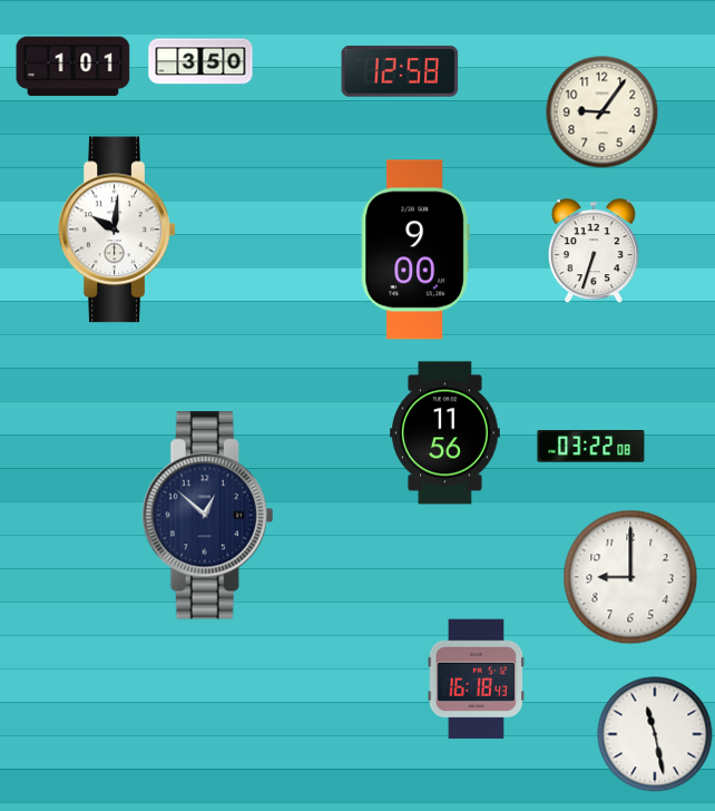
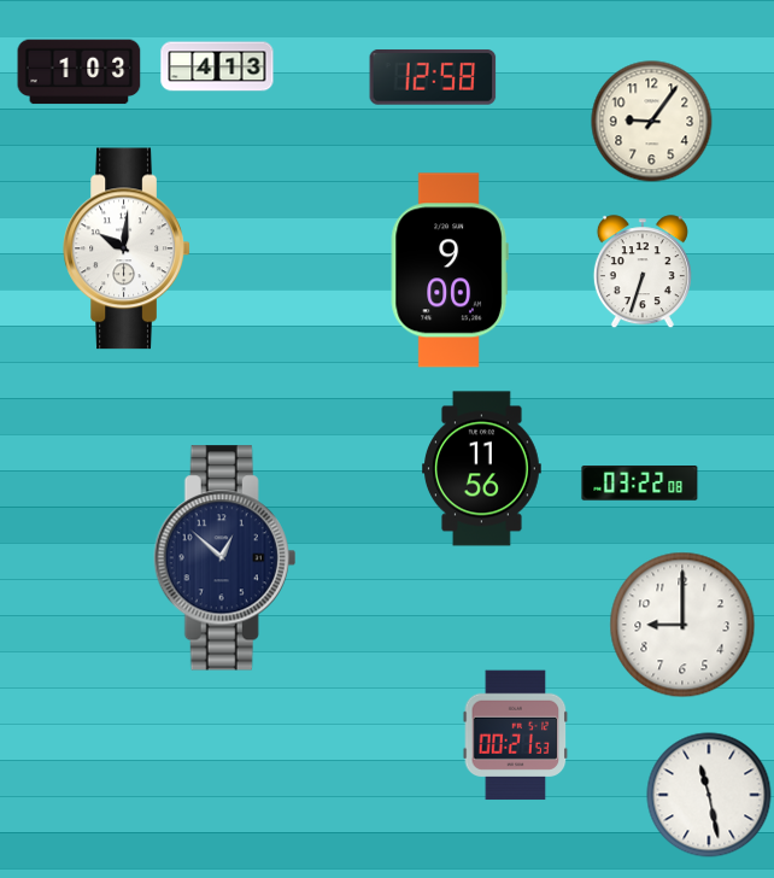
clock at (200, 61): 3:50 -> 4:13
clock at (74, 67): 1:01 -> 1:03
clock at (477, 680): 16:18 -> 00:21
